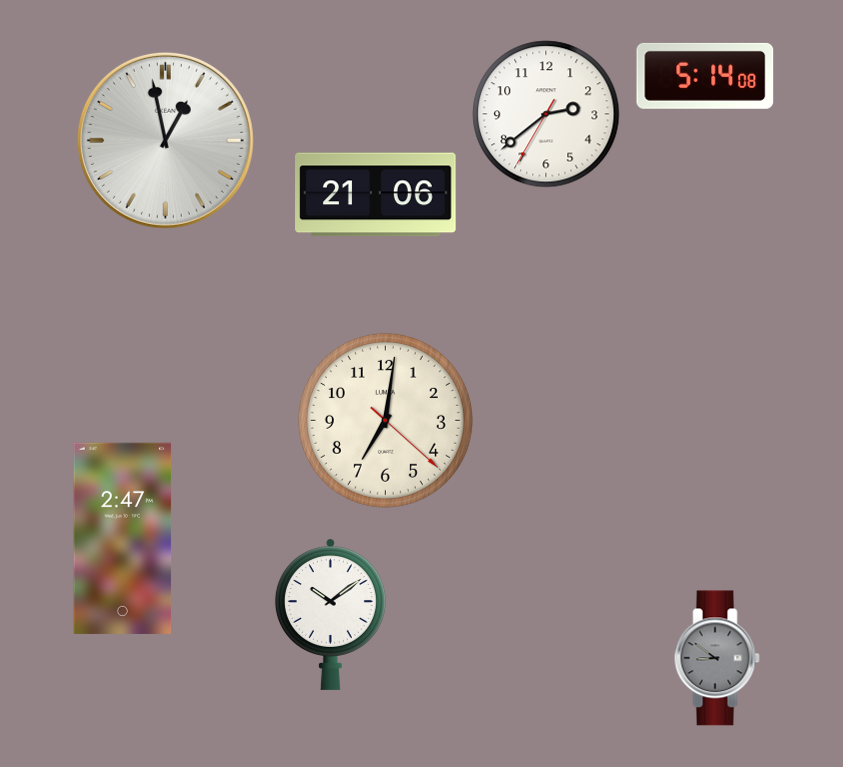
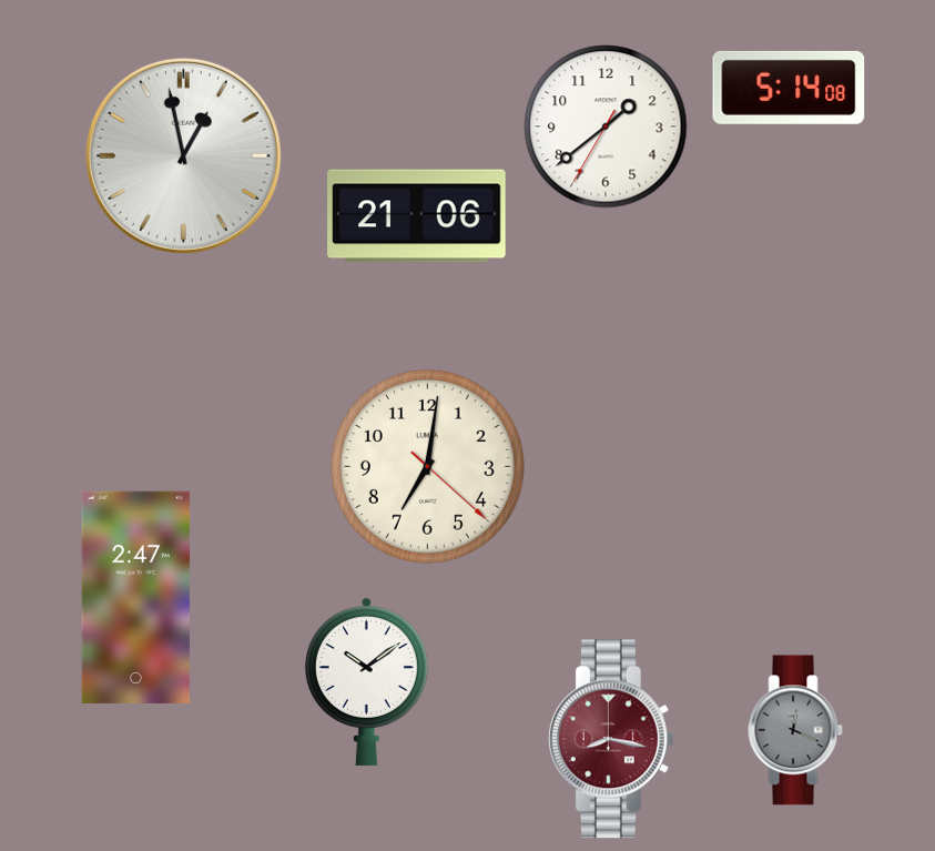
clock at (705, 76) position: (705, 76) -> (789, 88)
clock at (546, 114): 2:38 -> 1:38
clock at (717, 658): 8:51 -> 12:19
clock at (611, 739): none -> 8:17
